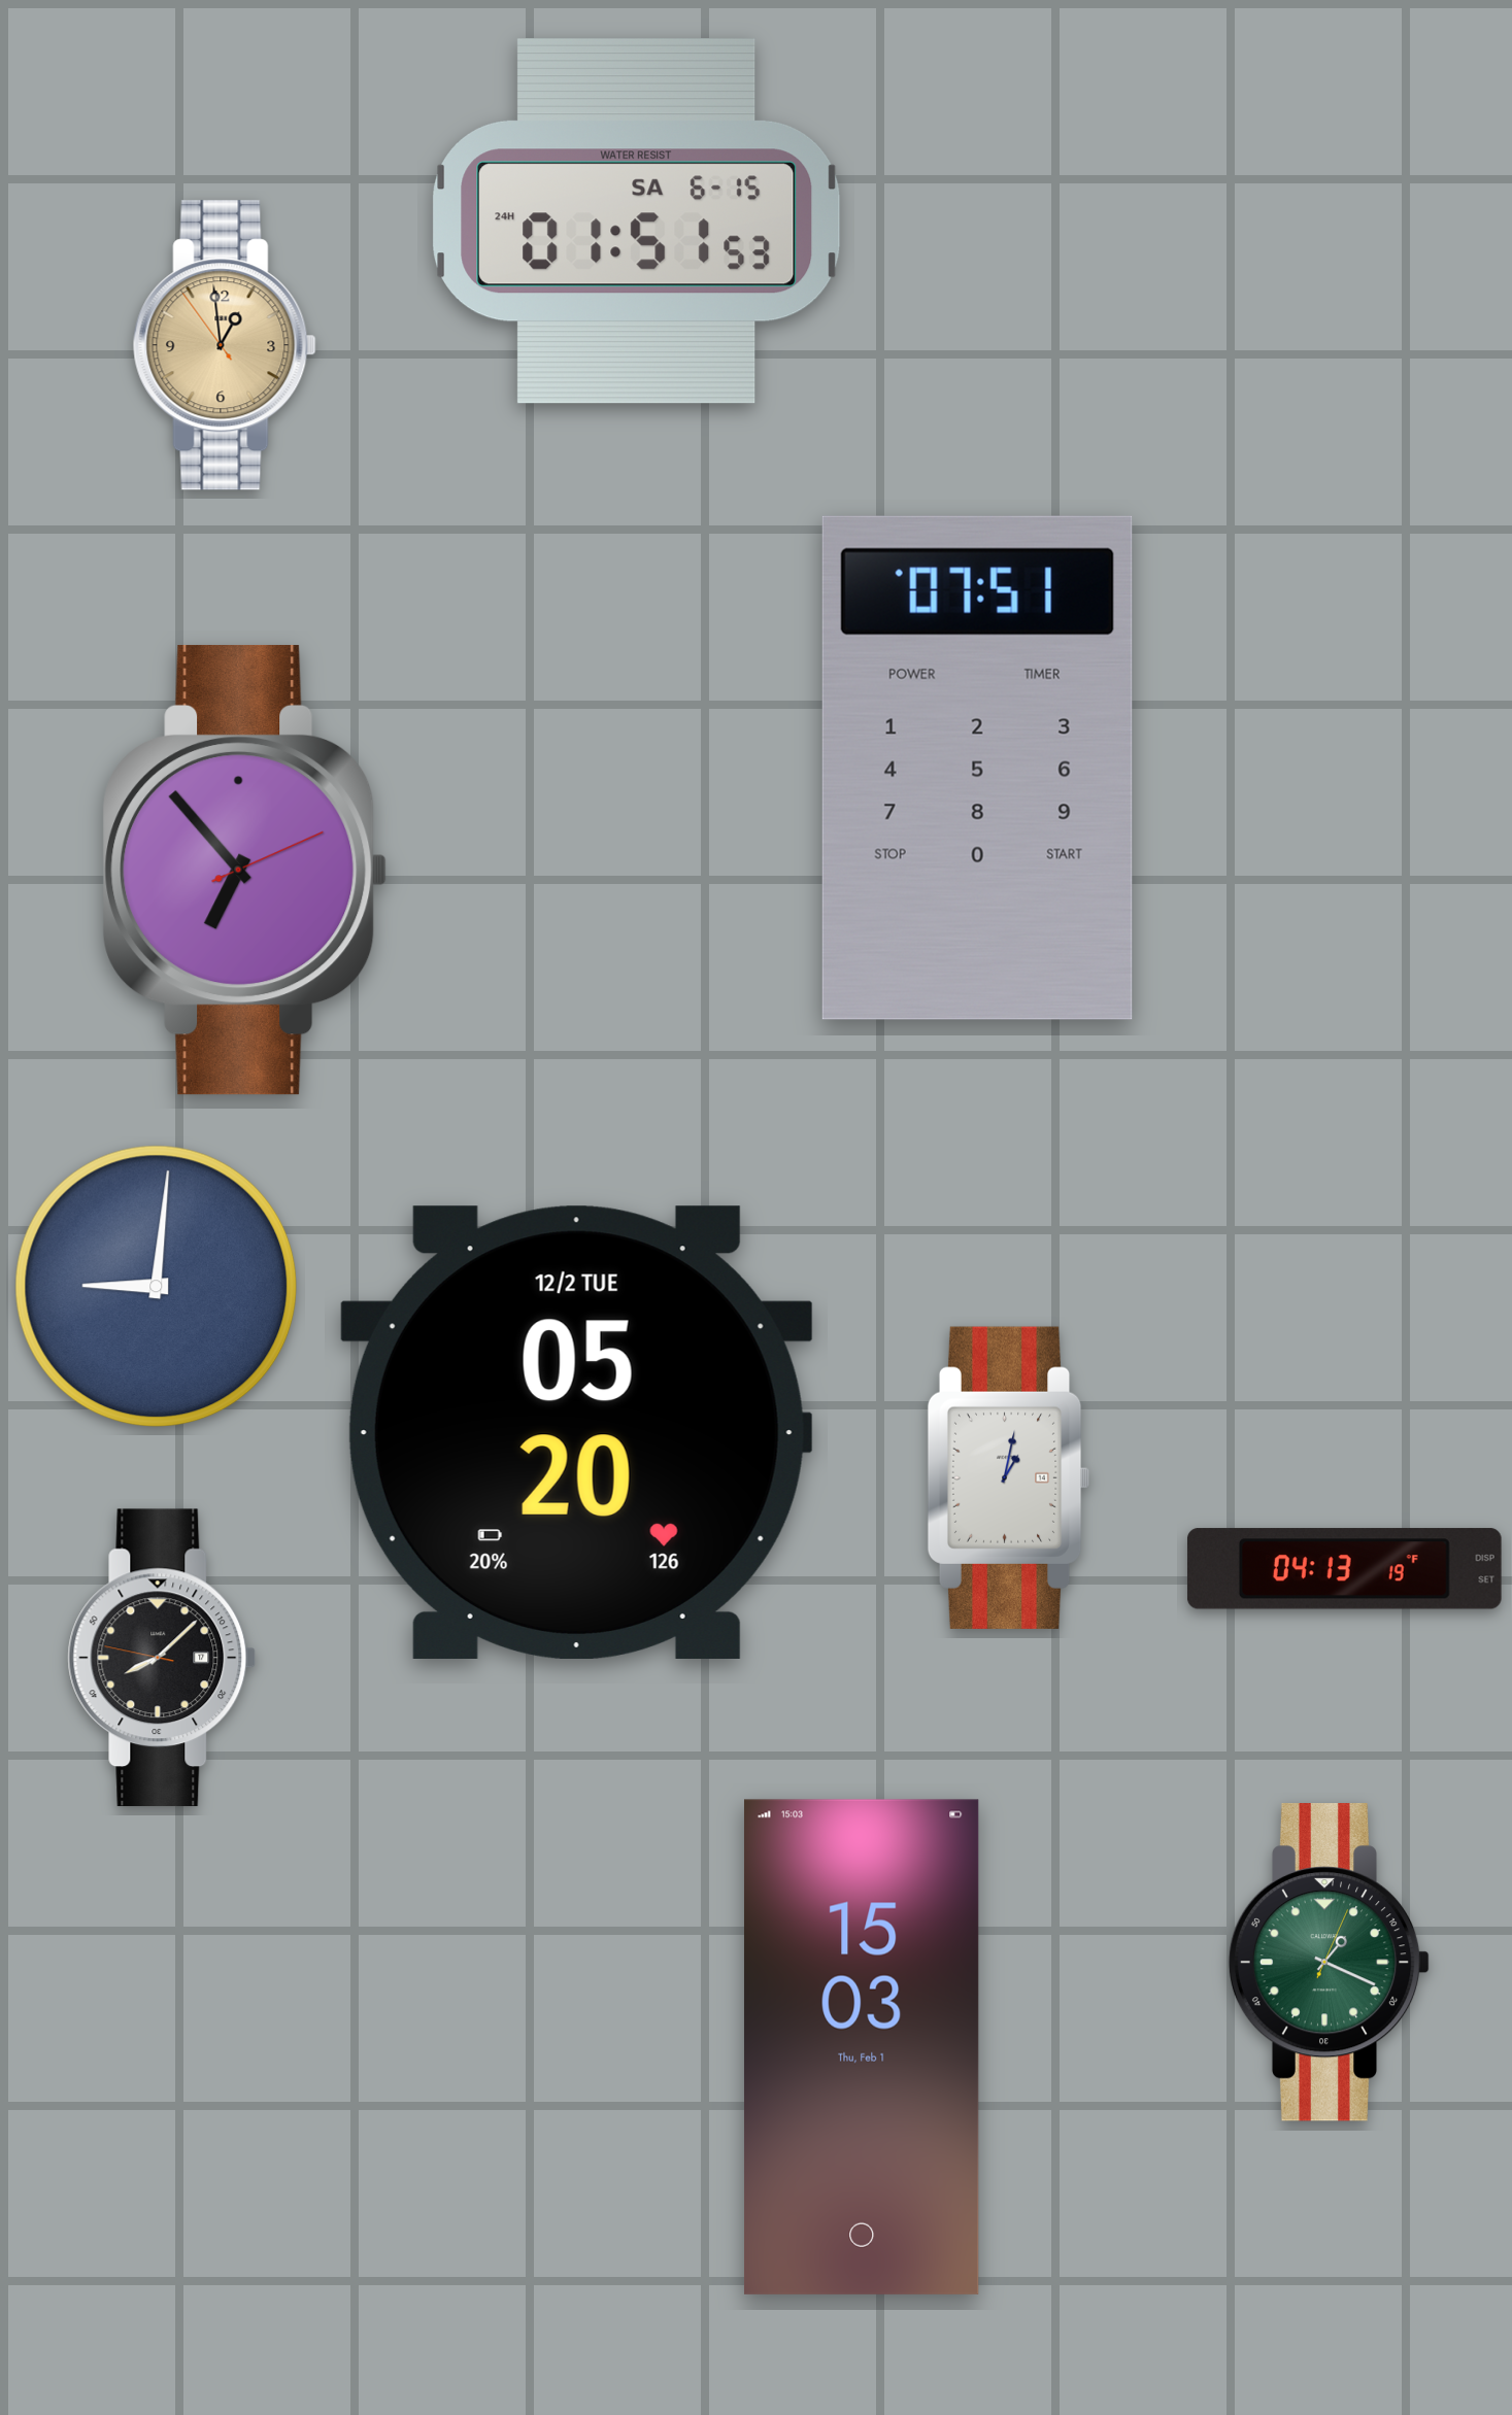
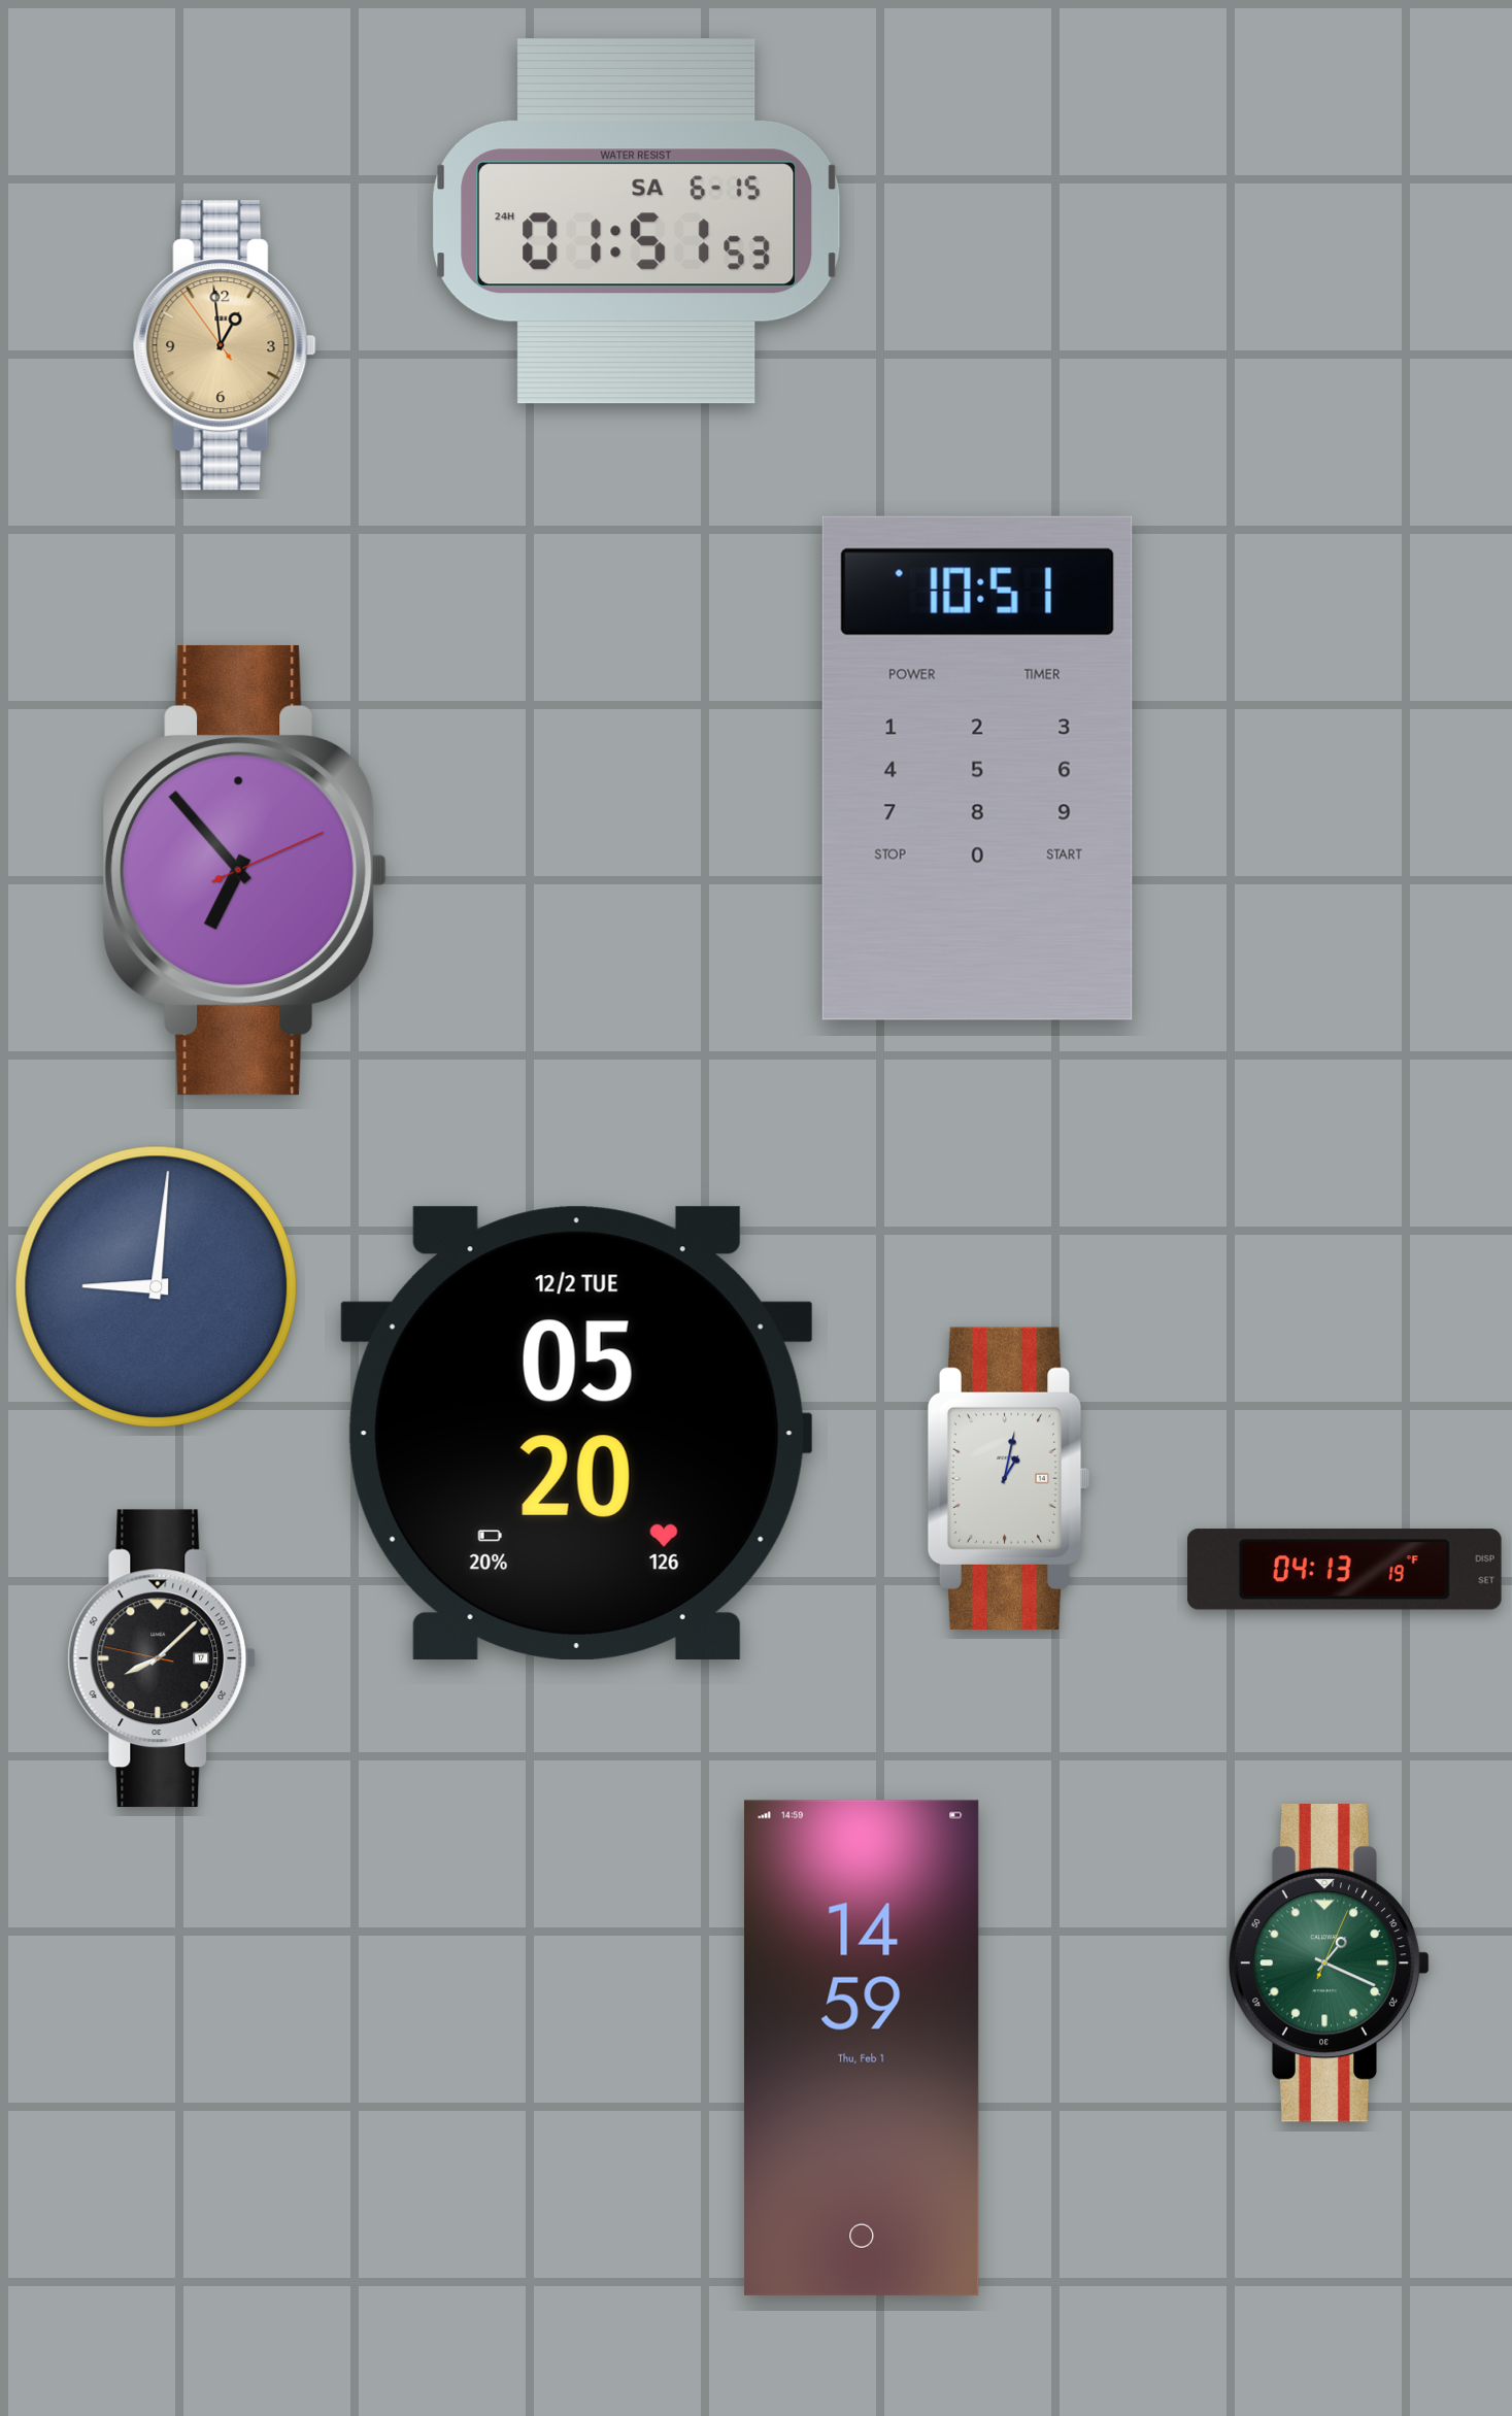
clock at (977, 768): 07:51 -> 10:51
clock at (862, 2047): 15:03 -> 14:59
